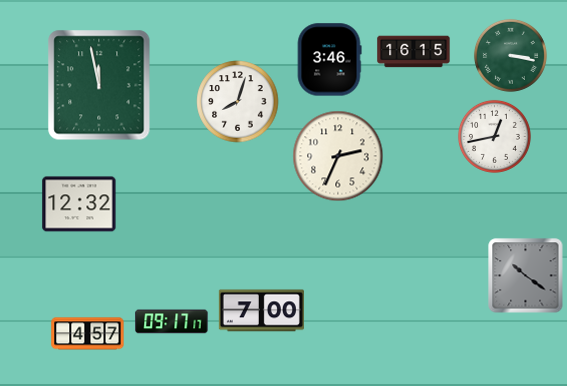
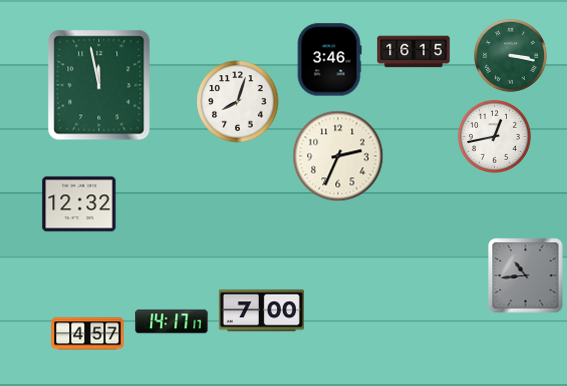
clock at (526, 276): 10:21 -> 10:44
clock at (172, 322): 09:17 -> 14:17
